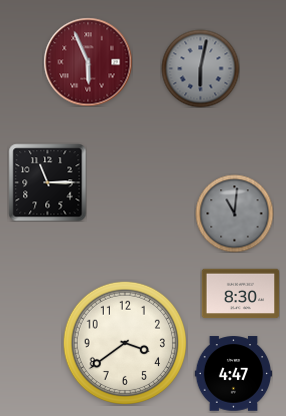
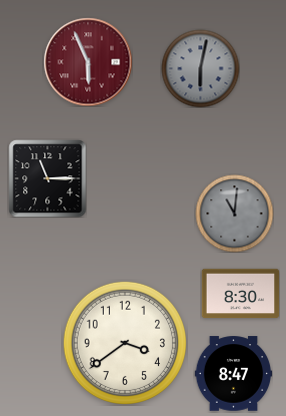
clock at (47, 182) position: (47, 182) -> (47, 178)
clock at (233, 374): 4:47 -> 8:47
